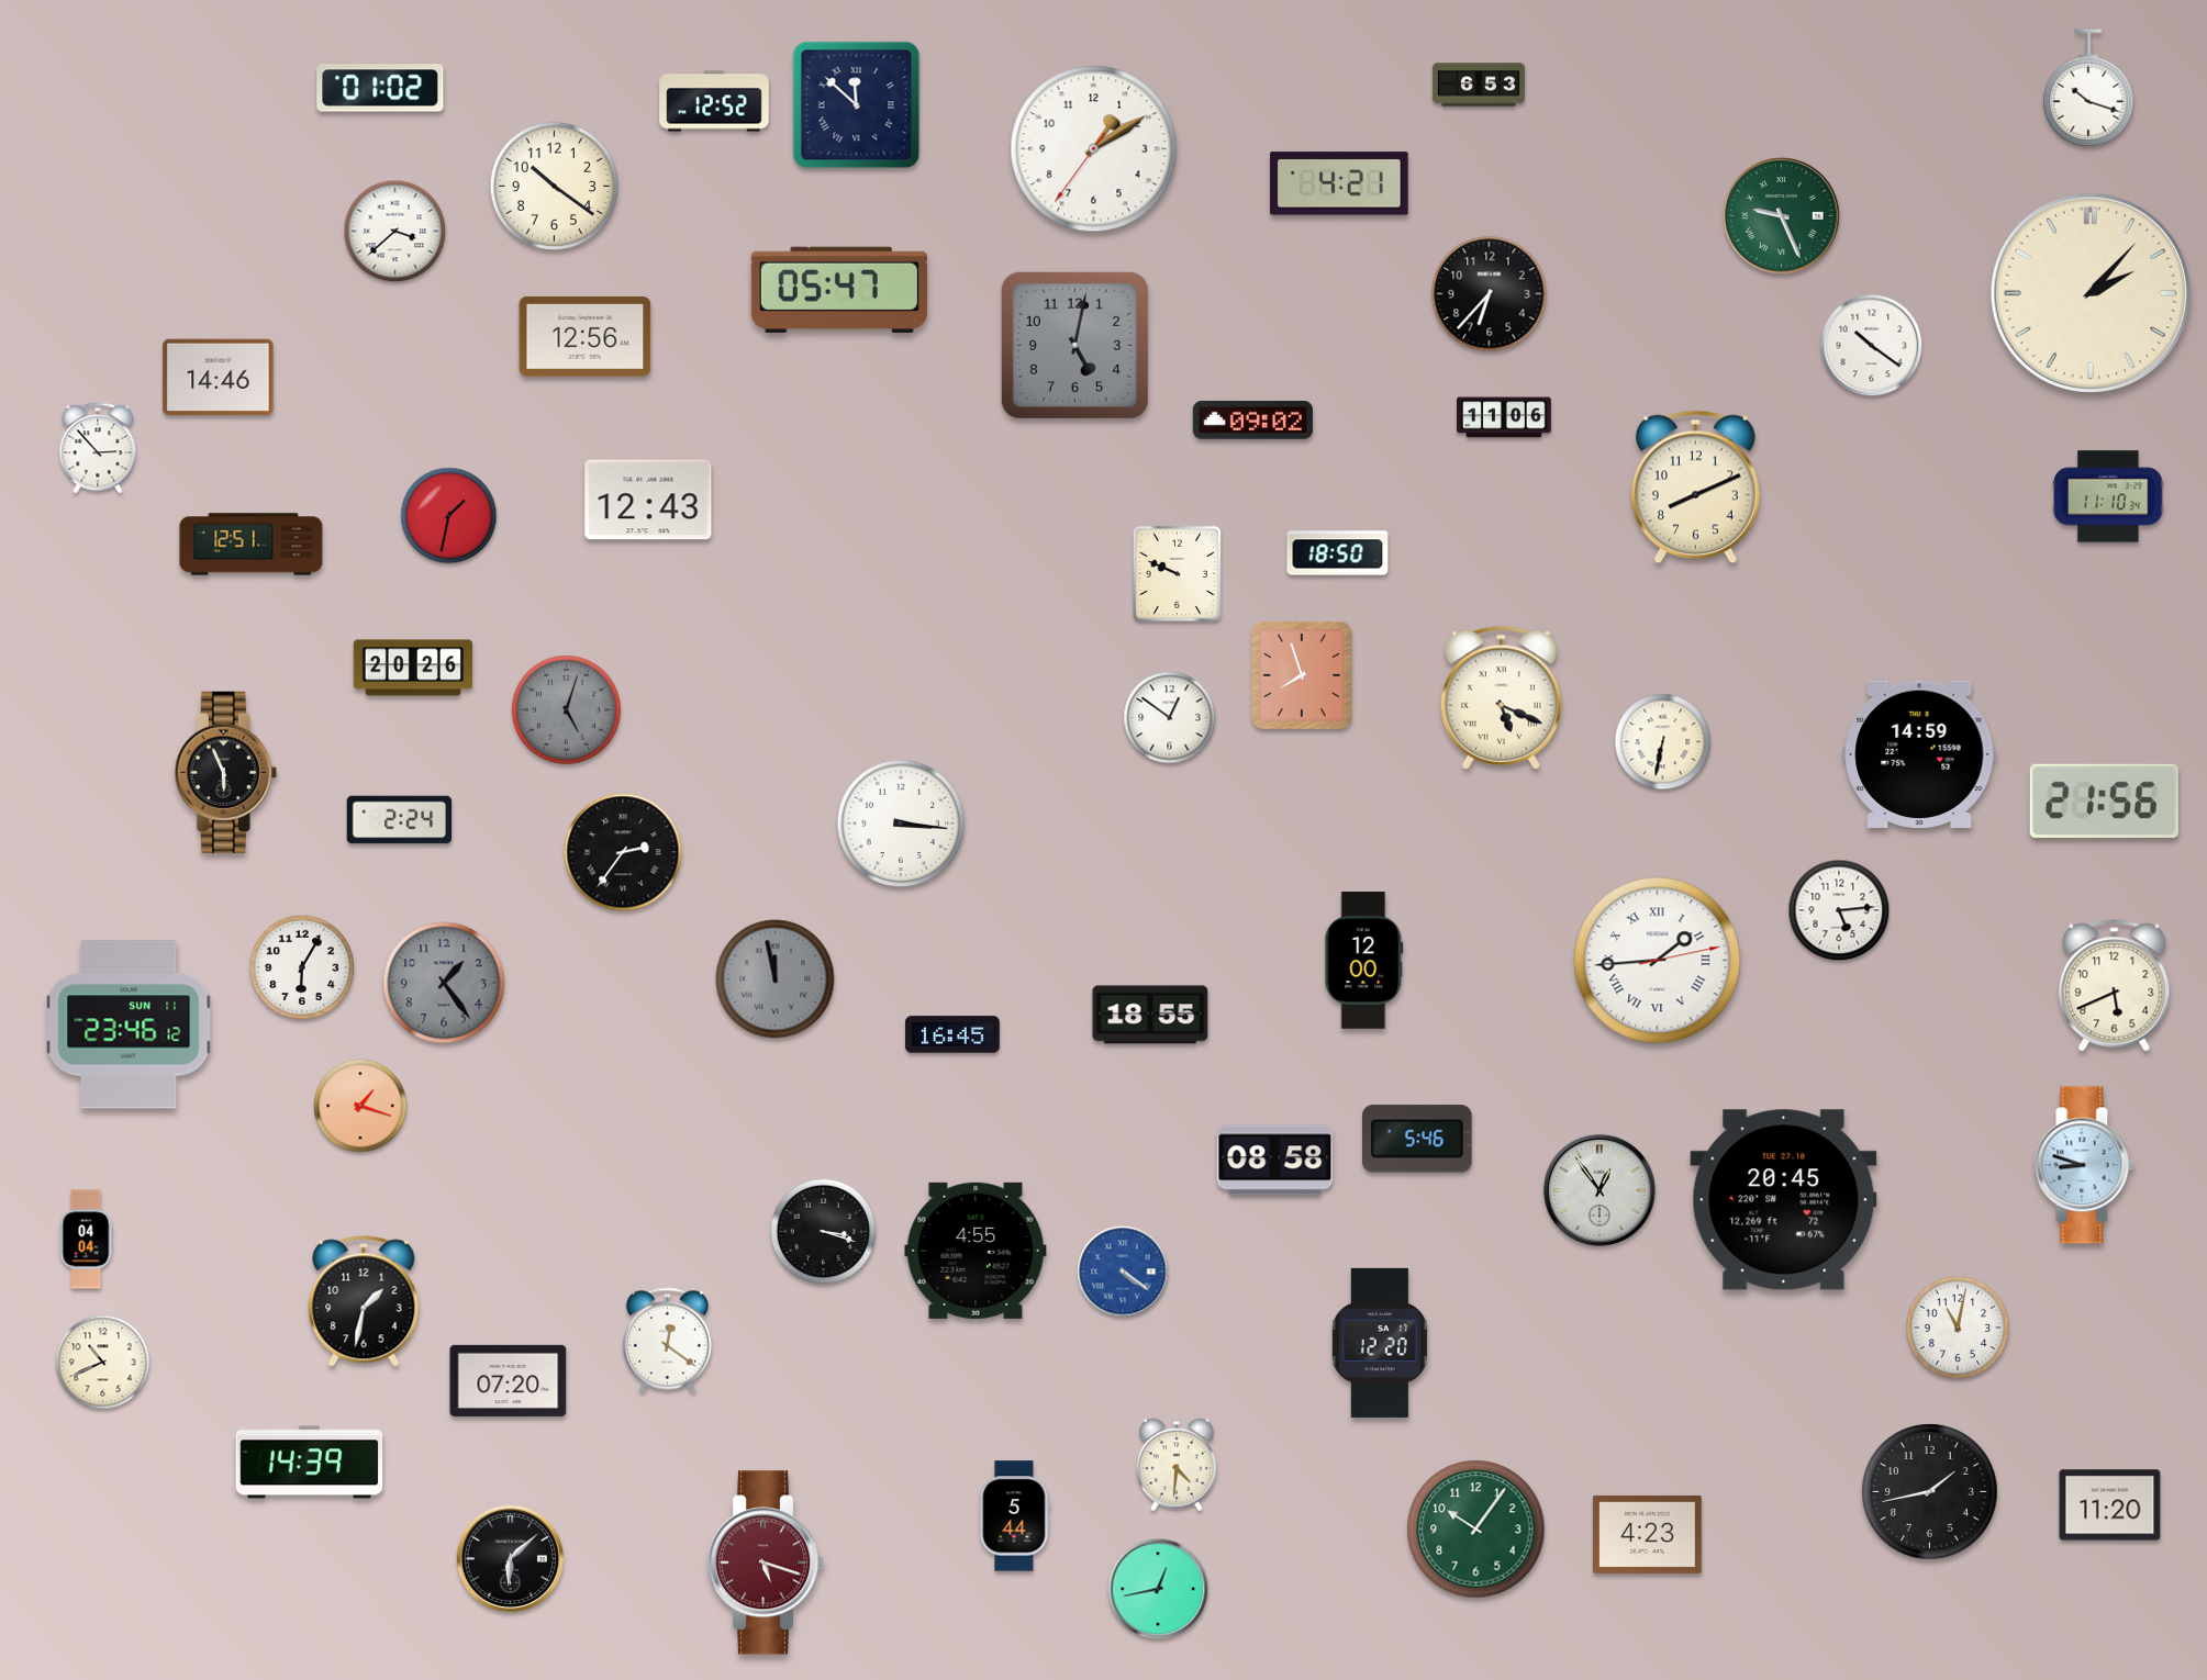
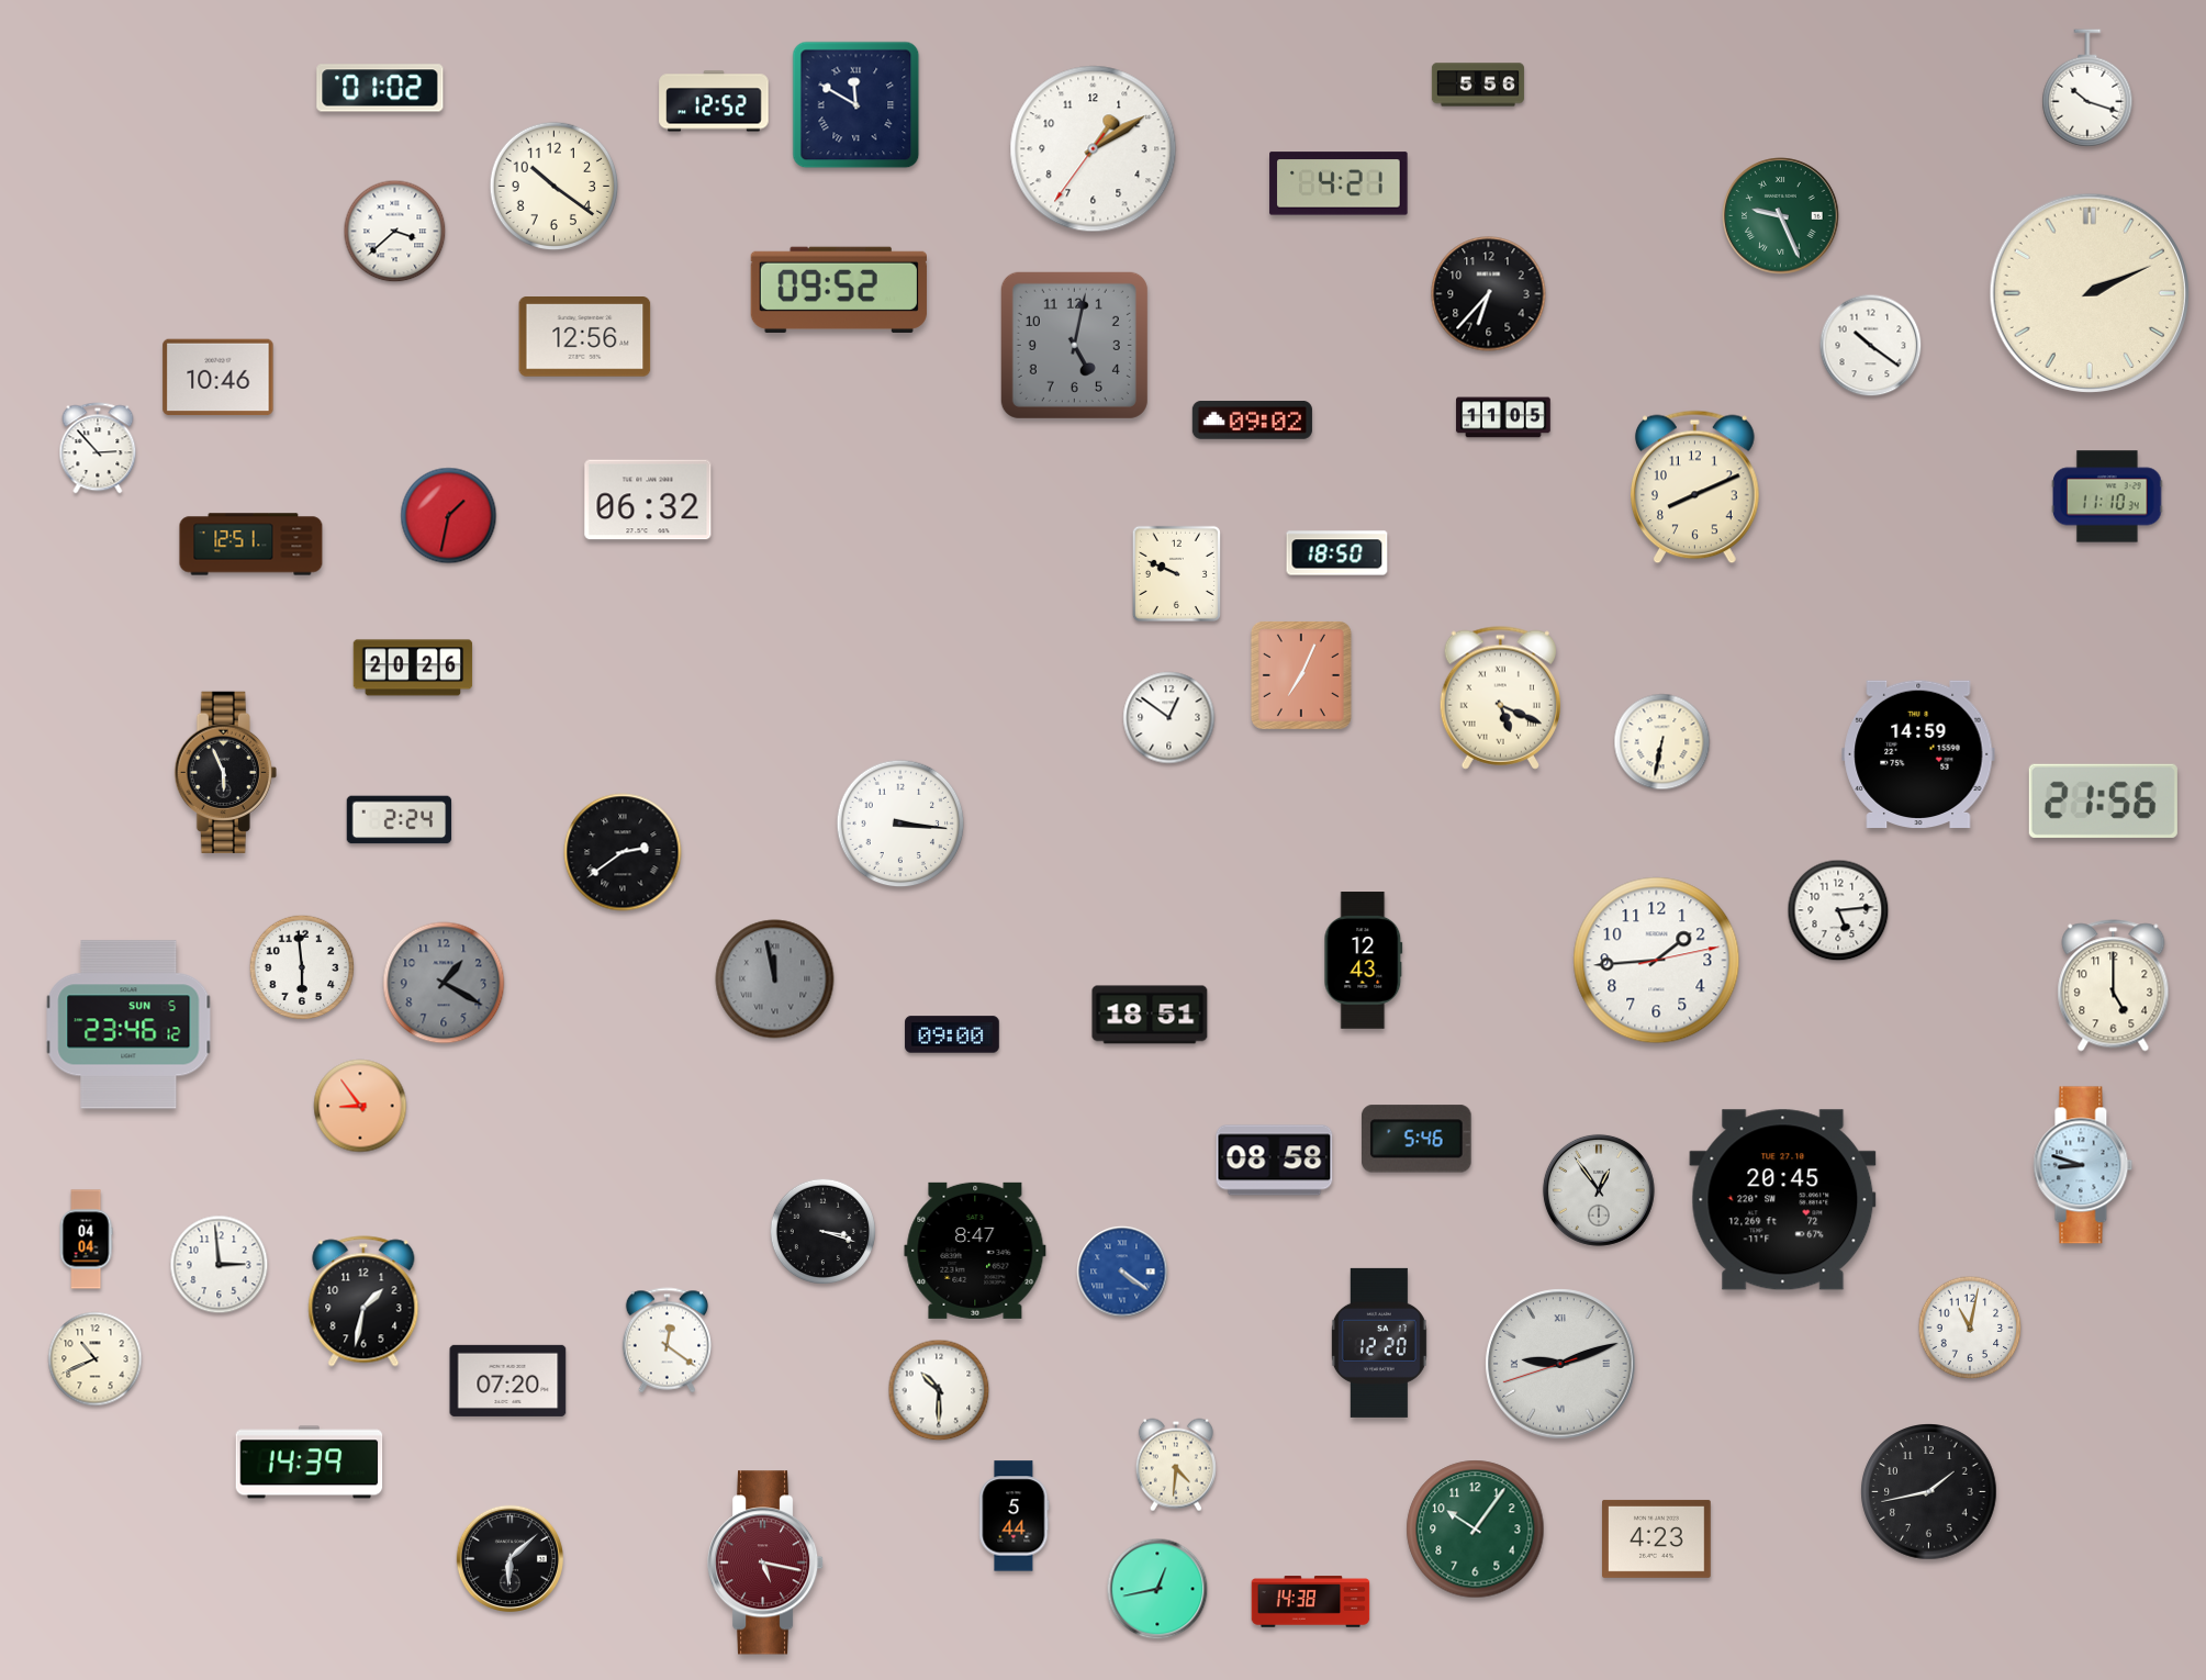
clock at (1479, 85): 6:53 -> 5:56
clock at (857, 105): 11:52 -> 11:50
clock at (839, 290): 05:47 -> 09:52
clock at (2091, 293): 2:07 -> 2:11
clock at (219, 378): 14:46 -> 10:46
clock at (1504, 417): 11:06 -> 11:05
clock at (648, 500): 12:43 -> 06:32
clock at (1302, 675): 7:57 -> 7:04
clock at (566, 709): 5:03 -> none
clock at (623, 852): 2:36 -> 2:39
clock at (1364, 961): 12:00 -> 12:43
clock at (1658, 961) numerals: Roman -> Arabic
clock at (302, 967): 6:05 -> 5:59
clock at (444, 983): 1:24 -> 1:20
clock at (2115, 986): 5:41 -> 5:00
clock at (1150, 1015): 18:55 -> 18:51
clock at (129, 1024) date: SUN 11 -> SUN 5
clock at (952, 1034): 16:45 -> 09:00
clock at (360, 1106): 1:18 -> 8:54
clock at (976, 1251): 4:55 -> 8:47
clock at (220, 1265): none -> 2:59
clock at (1958, 1328) position: (1958, 1328) -> (1970, 1328)
clock at (103, 1363) position: (103, 1363) -> (96, 1359)
clock at (1560, 1364): none -> 9:11
clock at (939, 1390): none -> 10:30
clock at (2110, 1505): 11:20 -> none
clock at (1648, 1534) position: (1648, 1534) -> (1657, 1538)
clock at (767, 1563): 5:18 -> 5:17
clock at (1311, 1602): none -> 14:38
